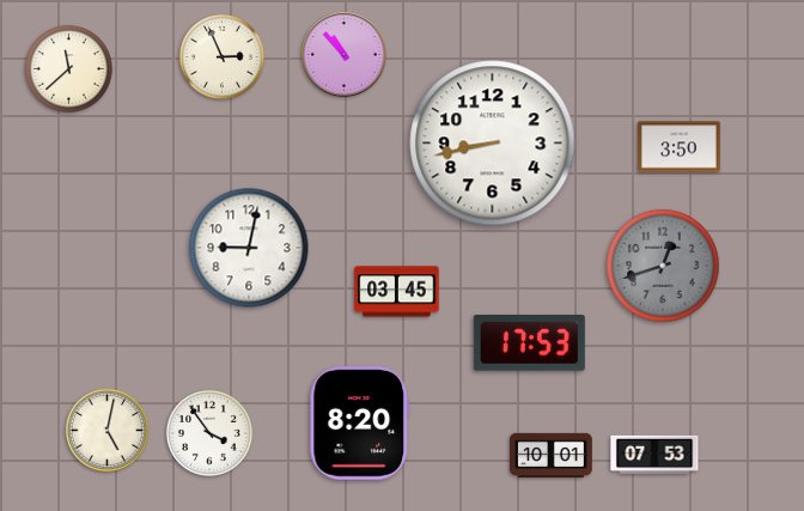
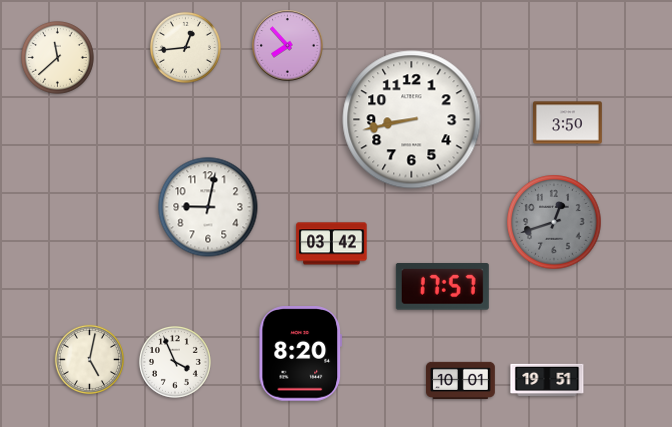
clock at (345, 55): 10:53 -> 7:53
clock at (221, 56): 2:56 -> 12:44
clock at (397, 292): 03:45 -> 03:42
clock at (529, 343): 17:53 -> 17:57
clock at (209, 433): 3:54 -> 3:56
clock at (654, 455): 07:53 -> 19:51
